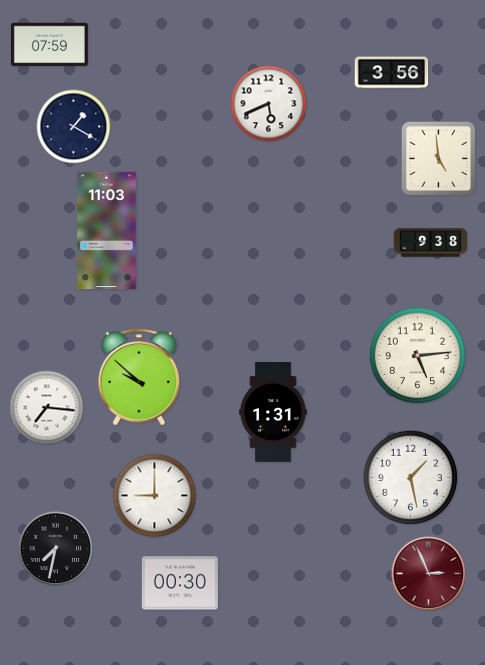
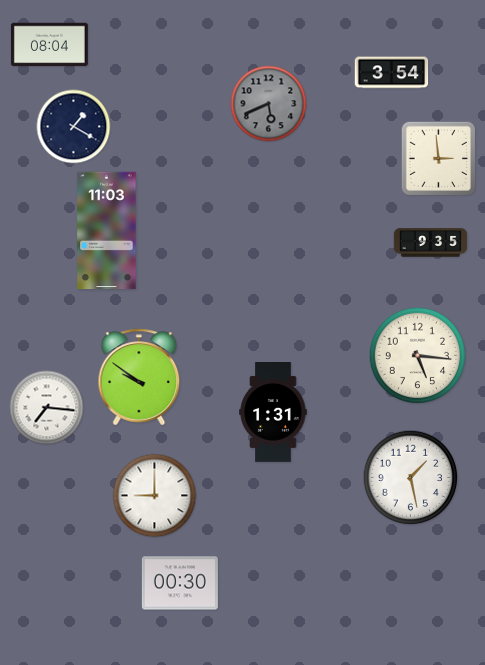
clock at (49, 45): 07:59 -> 08:04
clock at (392, 73): 3:56 -> 3:54
clock at (269, 104) dial: white -> grey
clock at (438, 158): 4:59 -> 2:59
clock at (431, 243): 9:38 -> 9:35
clock at (417, 355): 5:14 -> 5:16
clock at (139, 377): 9:52 -> 9:51
clock at (56, 549): 7:32 -> none
clock at (429, 574): 2:56 -> none
